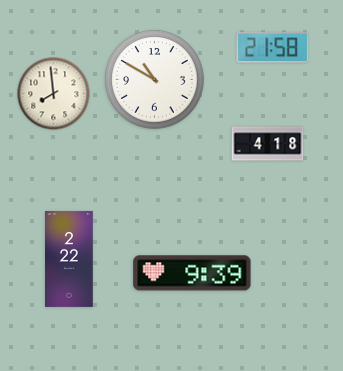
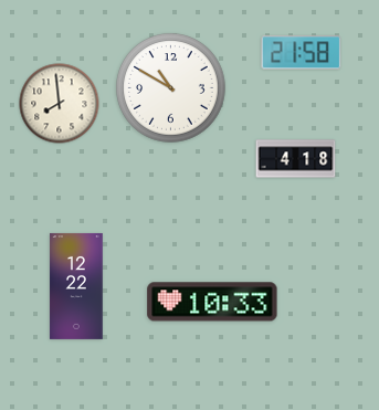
clock at (69, 259): 2:22 -> 12:22
clock at (192, 273): 9:39 -> 10:33
